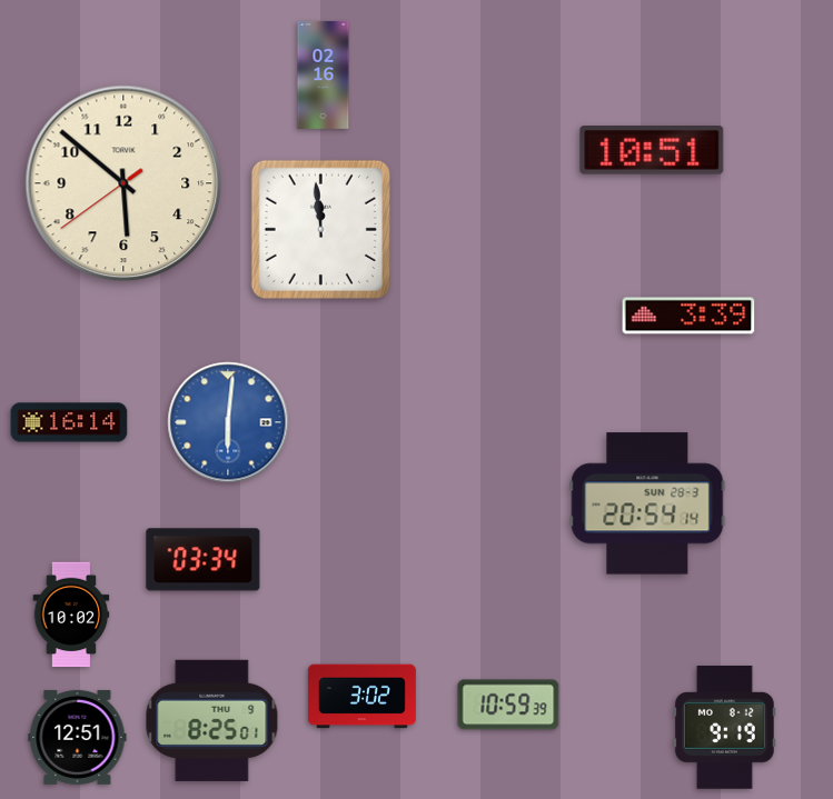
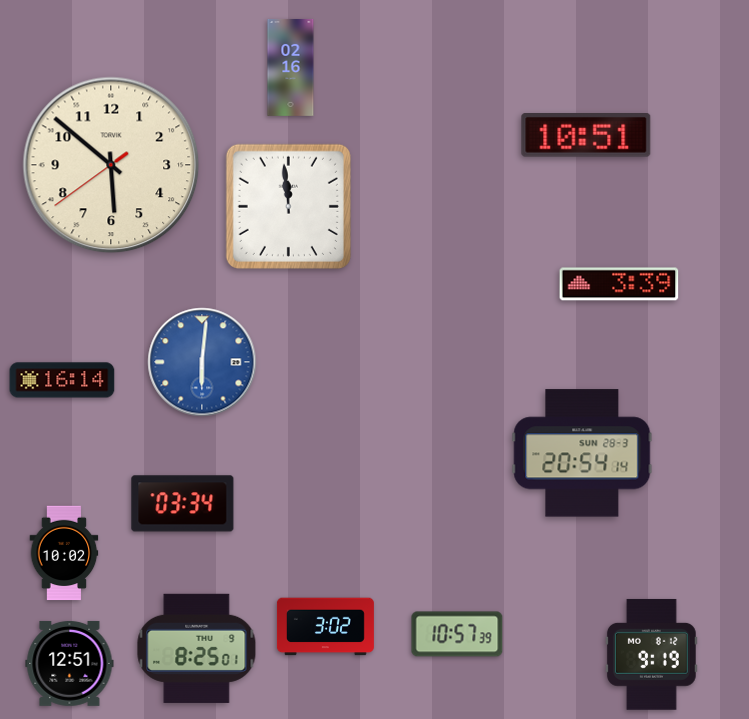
clock at (228, 422) position: (228, 422) -> (202, 362)
clock at (508, 705): 10:59 -> 10:57
clock at (212, 720) position: (212, 720) -> (197, 648)
